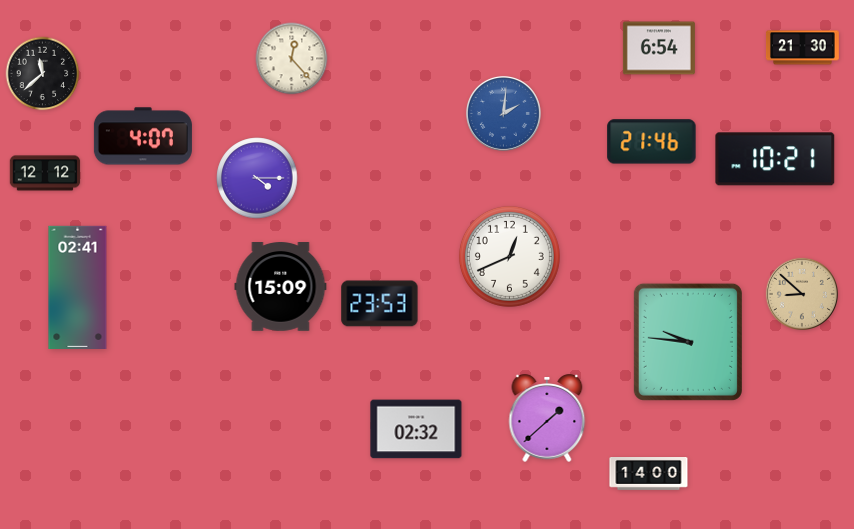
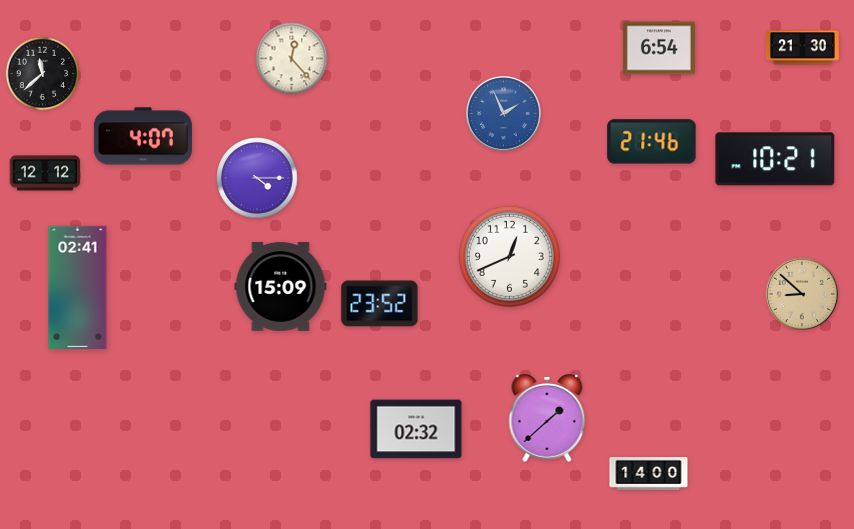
clock at (503, 113): 2:01 -> 1:56
clock at (380, 304): 23:53 -> 23:52
clock at (688, 342): 9:46 -> none
